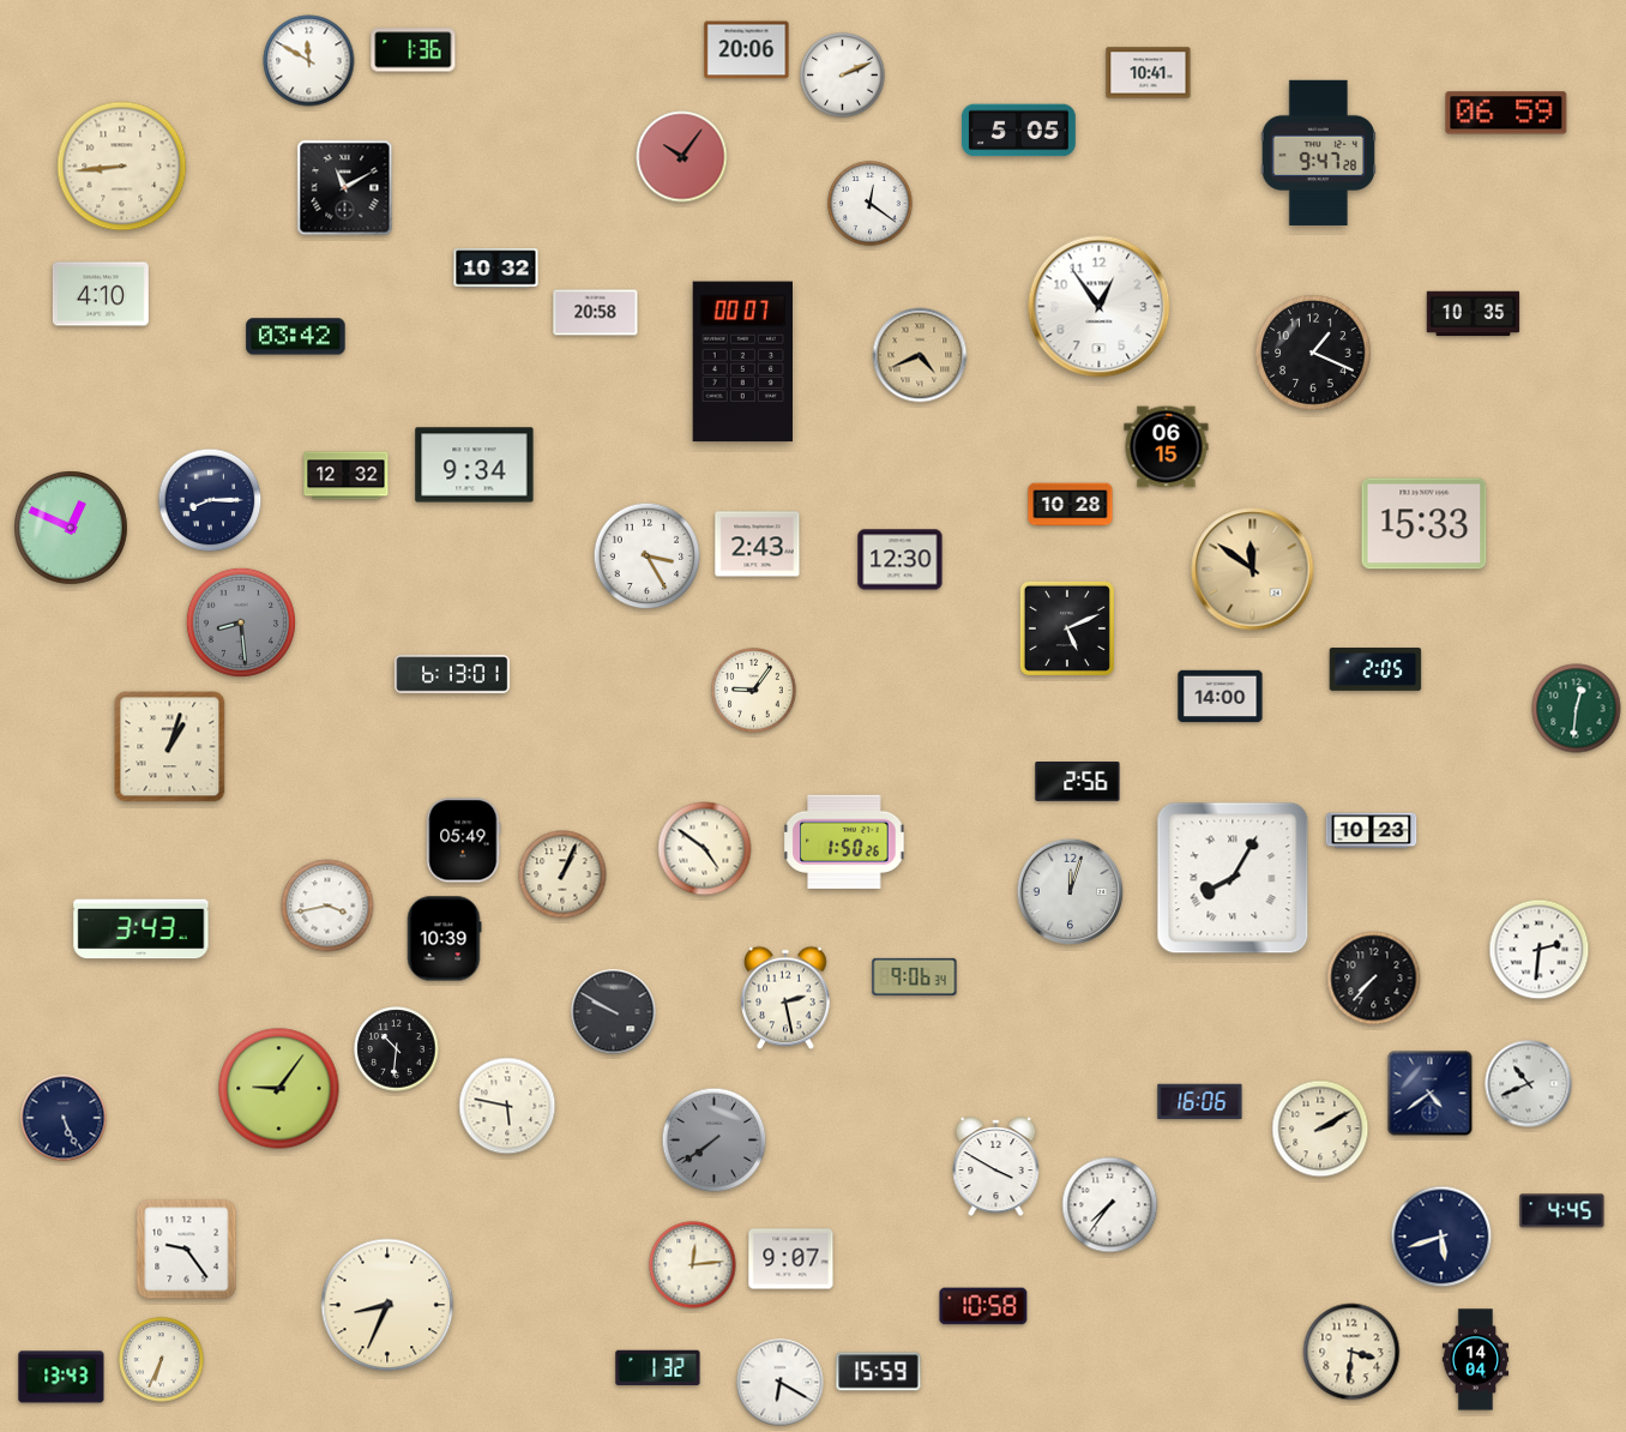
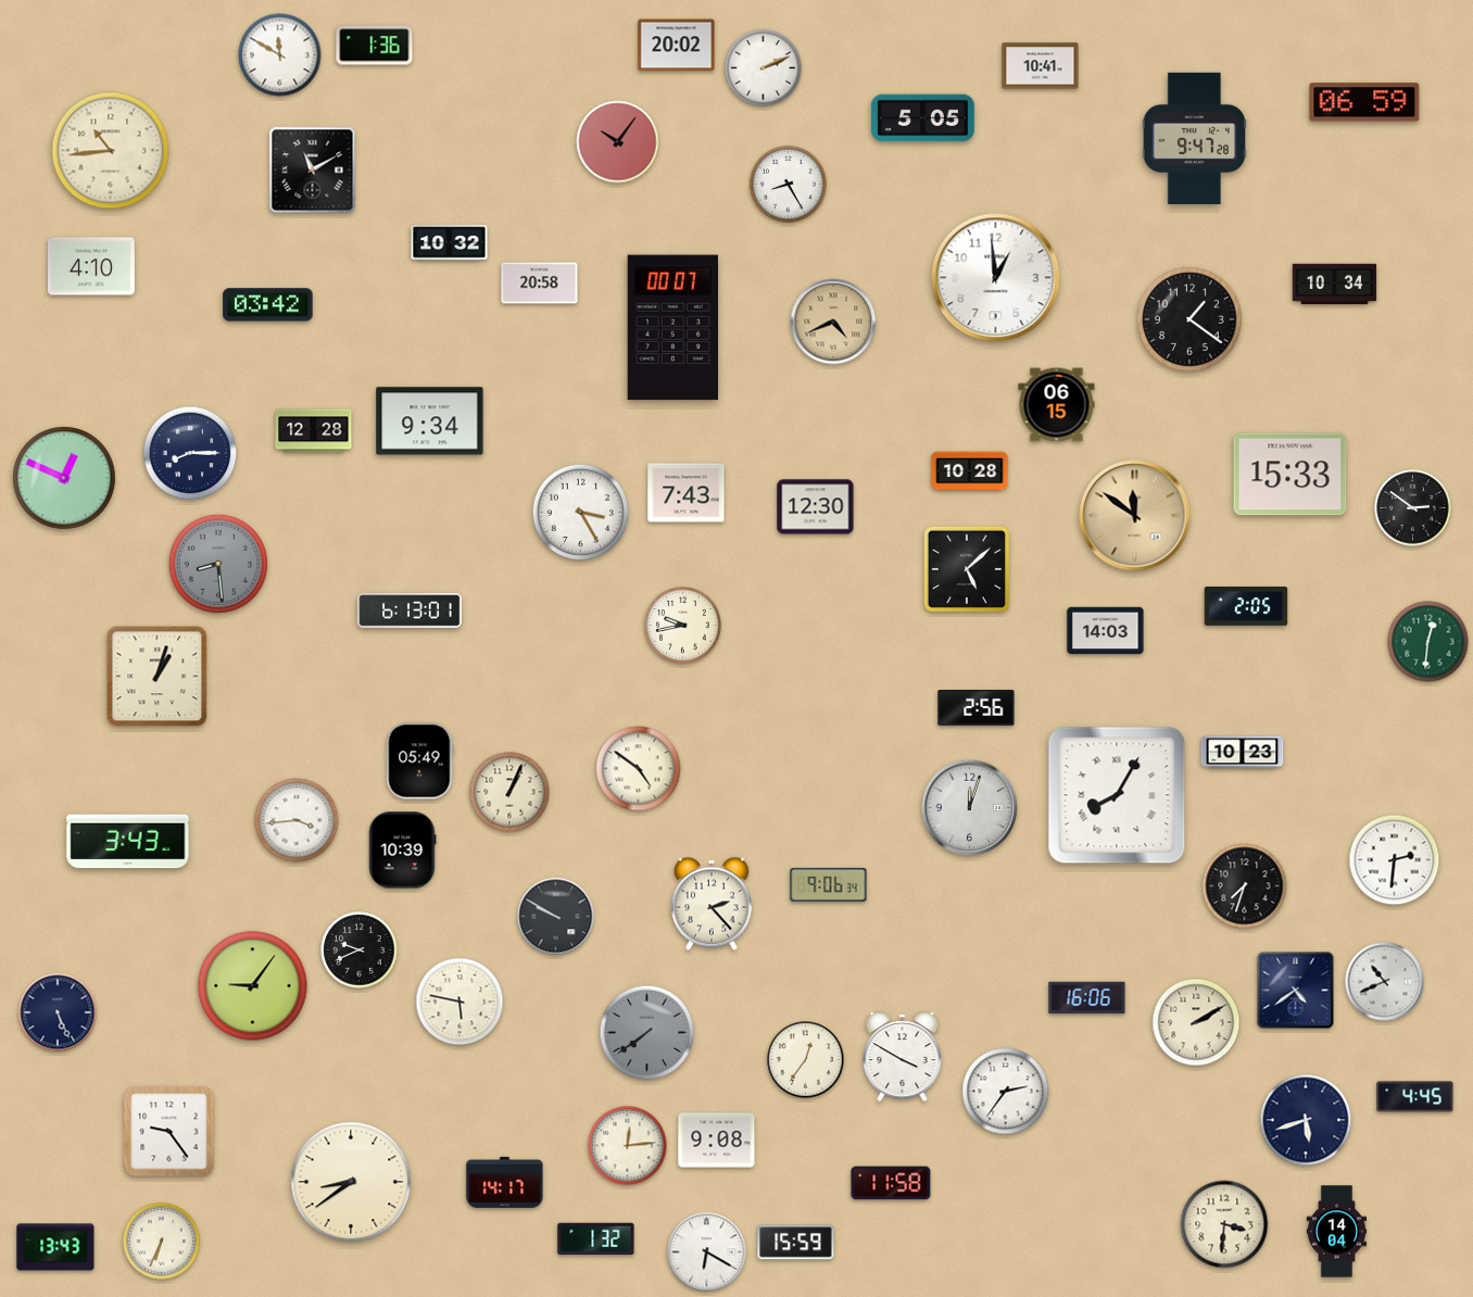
clock at (747, 50): 20:06 -> 20:02
clock at (122, 167): 8:44 -> 10:44
clock at (871, 204): 12:21 -> 8:25
clock at (1100, 307): 12:54 -> 12:59
clock at (1474, 314): 10:35 -> 10:34
clock at (1313, 353): 1:19 -> 1:21
clock at (347, 476): 12:32 -> 12:28
clock at (1071, 505) position: (1071, 505) -> (970, 471)
clock at (758, 544): 2:43 -> 7:43
clock at (648, 556) position: (648, 556) -> (581, 513)
clock at (1413, 508): none -> 2:51
clock at (1067, 628): 5:11 -> 5:08
clock at (754, 691): 9:06 -> 9:43
clock at (1221, 697): 14:00 -> 14:03
clock at (170, 747) position: (170, 747) -> (158, 677)
clock at (844, 842): 1:50 -> none
clock at (327, 905): 3:43 -> 3:44
clock at (1374, 979): 7:37 -> 7:33
clock at (785, 998): 2:28 -> 2:23
clock at (397, 1049): 10:31 -> 9:41
clock at (806, 1060): none -> 12:36
clock at (1110, 1205): 7:36 -> 2:36
clock at (791, 1259): 9:07 -> 9:08
clock at (387, 1305): 8:34 -> 8:39
clock at (505, 1182): none -> 14:17
clock at (983, 1306): 10:58 -> 11:58
clock at (162, 1360) position: (162, 1360) -> (162, 1242)
